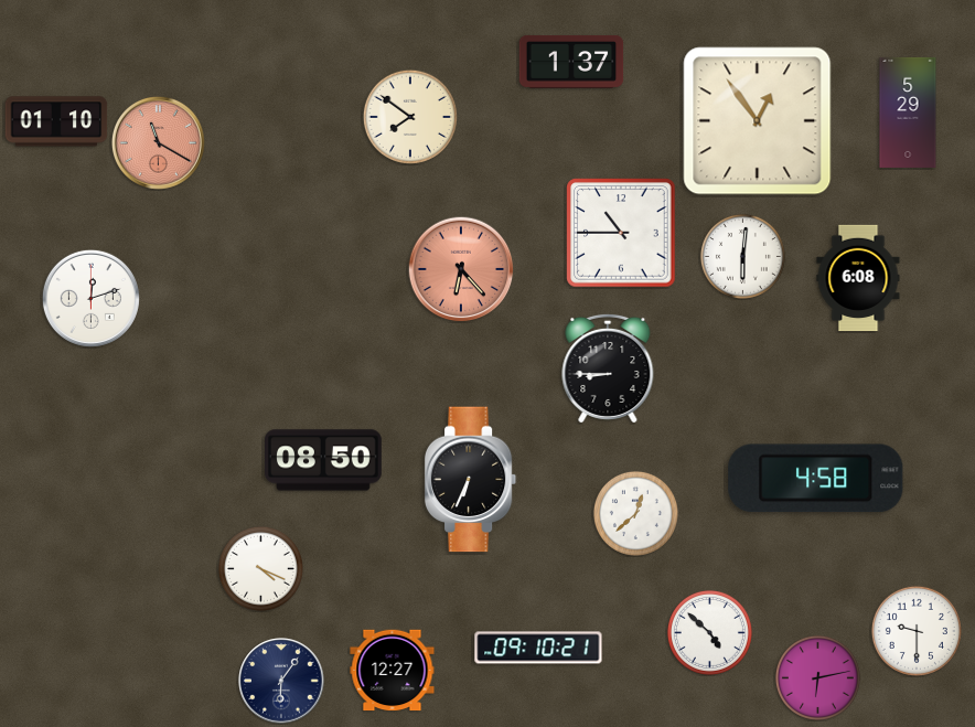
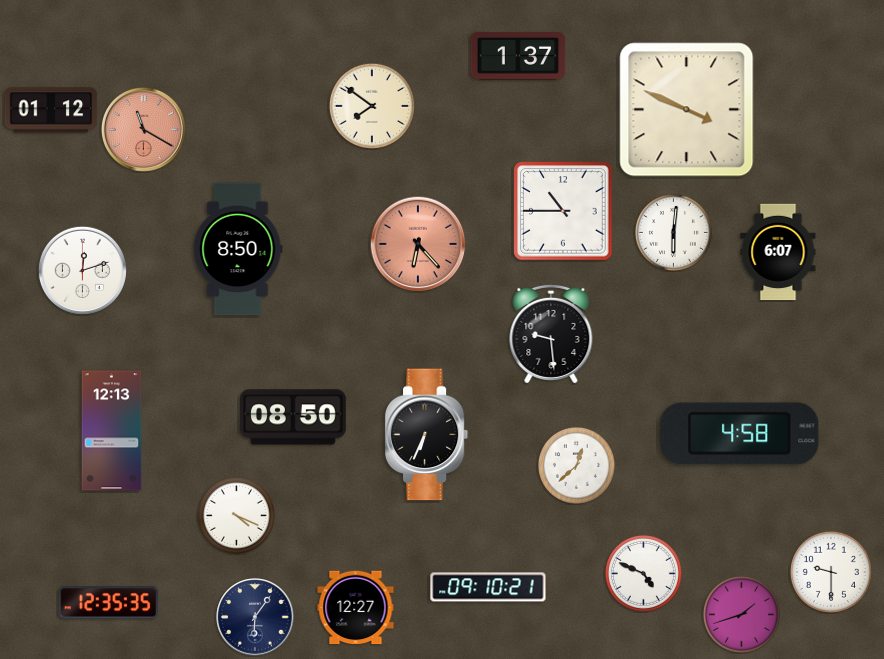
clock at (908, 113): 5:29 -> none
clock at (56, 121): 01:10 -> 01:12
clock at (758, 121): 12:54 -> 3:49
clock at (238, 249): none -> 8:50
clock at (858, 278): 6:08 -> 6:07
clock at (608, 368): 8:45 -> 9:29
clock at (112, 431): none -> 12:13
clock at (709, 632): 4:52 -> 4:49
clock at (108, 603): none -> 12:35
clock at (817, 677): 6:13 -> 1:42
